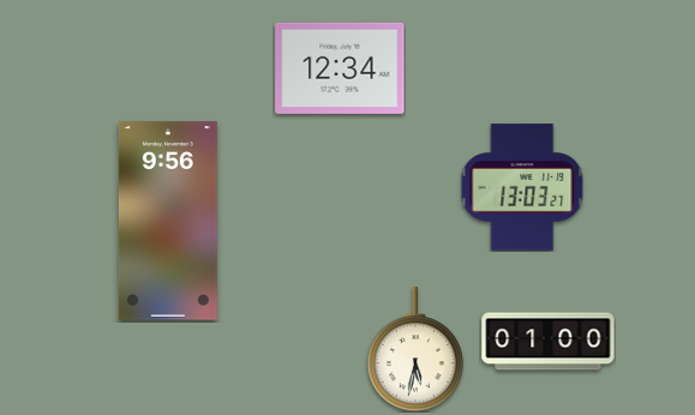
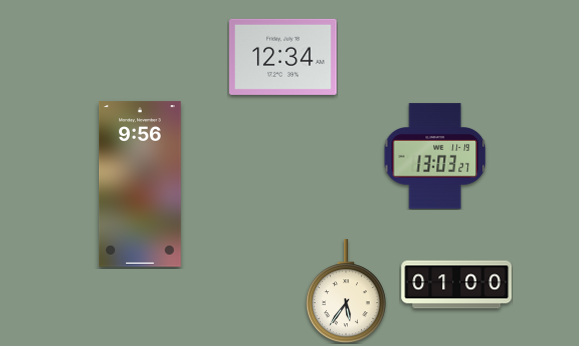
clock at (415, 349): 5:32 -> 5:36
